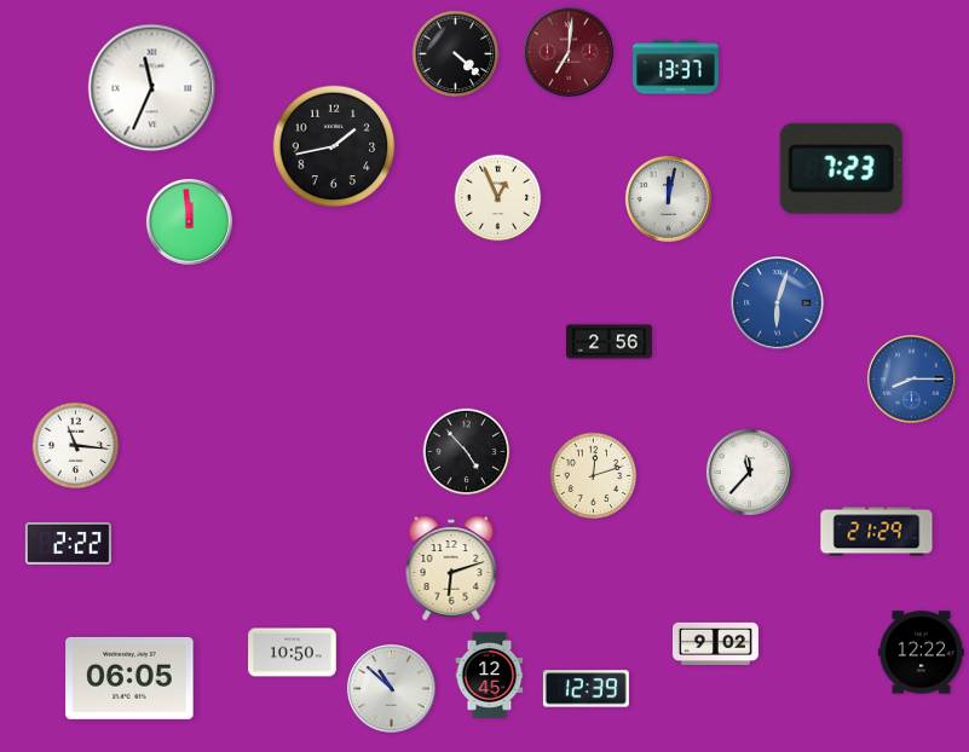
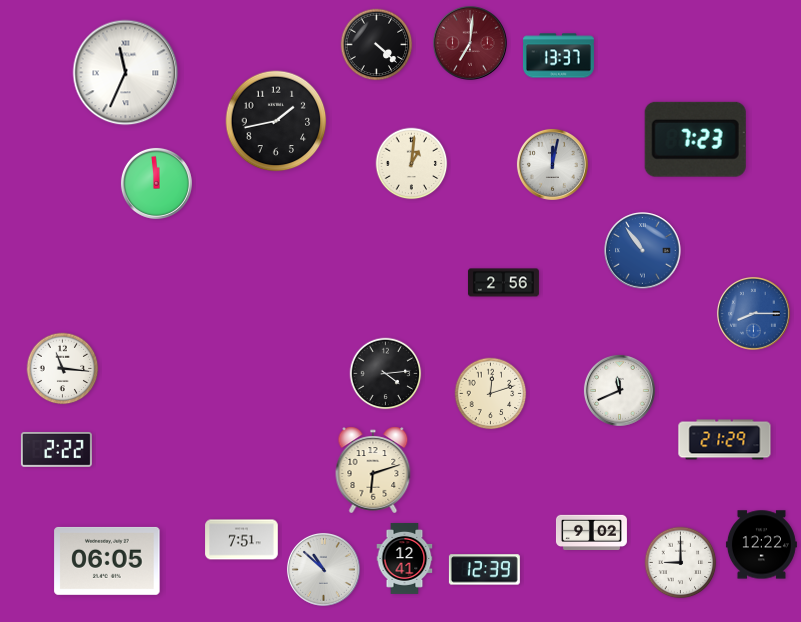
clock at (498, 198): 12:56 -> 1:01
clock at (778, 303): 6:03 -> 10:54
clock at (467, 452): 4:53 -> 4:14
clock at (749, 472): 11:37 -> 11:41
clock at (293, 653): 10:50 -> 7:51
clock at (921, 653) position: (921, 653) -> (761, 545)
clock at (490, 675): 12:45 -> 12:41
clock at (681, 563): none -> 9:00
